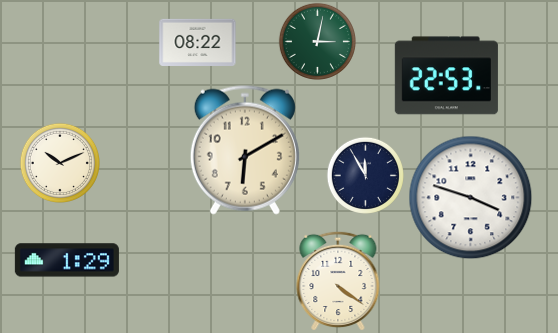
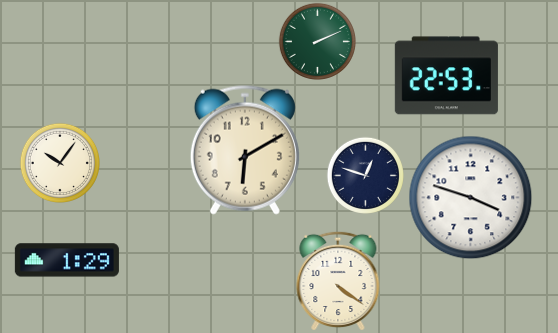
clock at (317, 41): 3:02 -> 2:11
clock at (198, 42): 08:22 -> none
clock at (59, 162): 10:11 -> 10:06
clock at (365, 175): 11:55 -> 12:48
